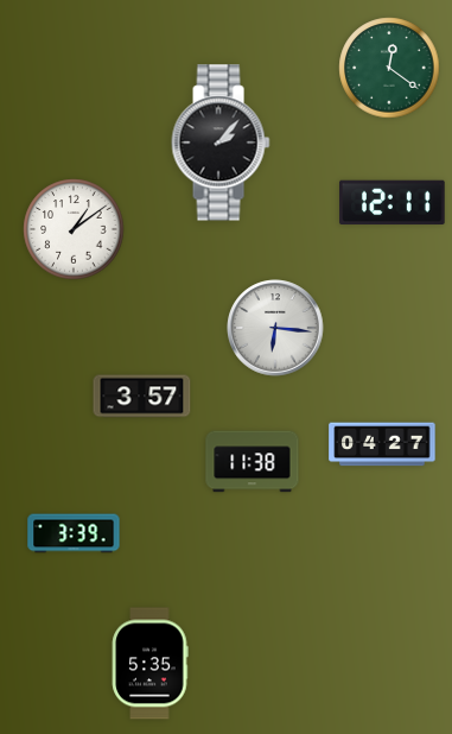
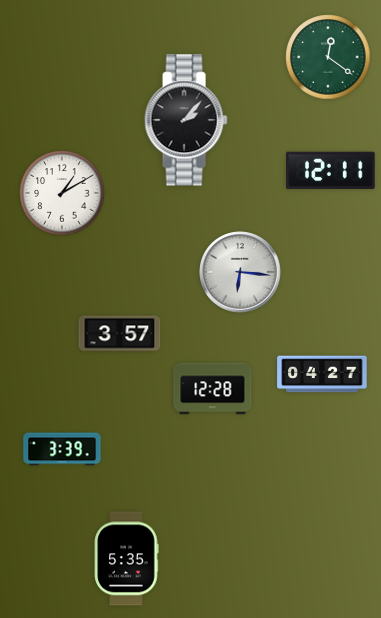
clock at (74, 229): 1:09 -> 1:10
clock at (275, 328) position: (275, 328) -> (240, 272)
clock at (253, 462): 11:38 -> 12:28
